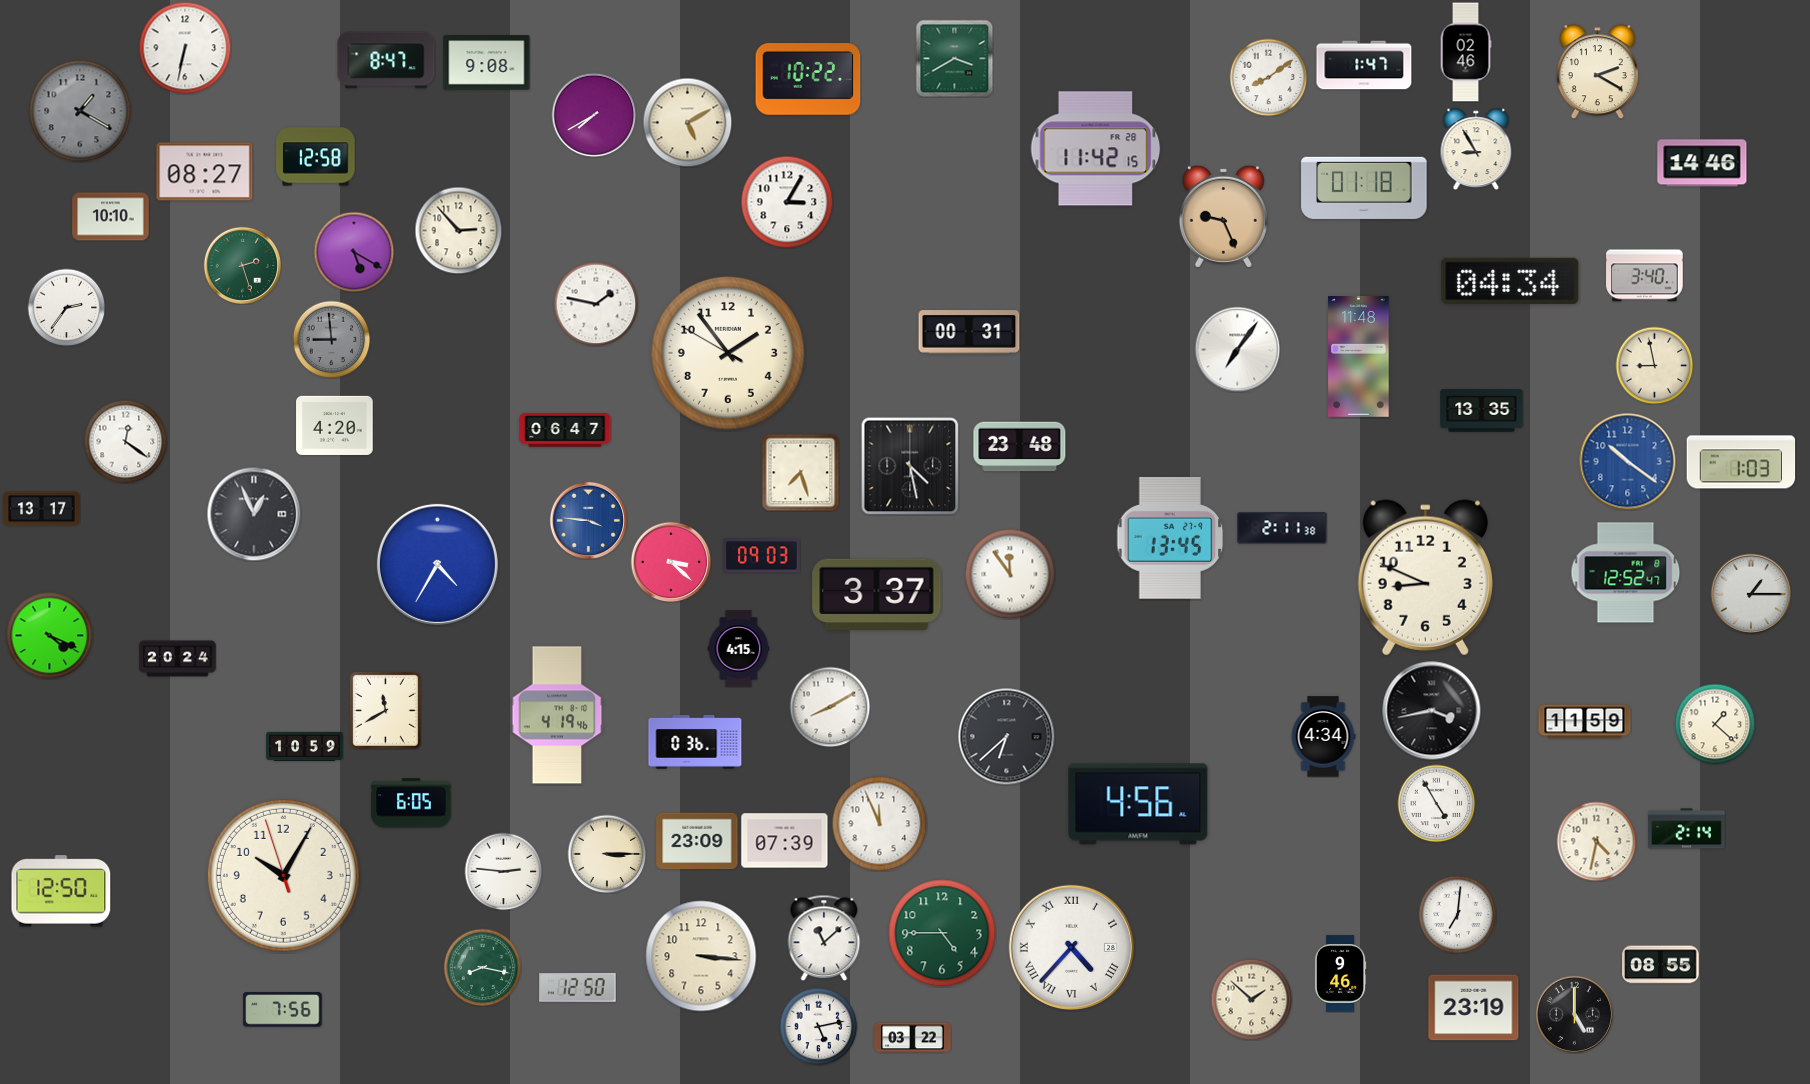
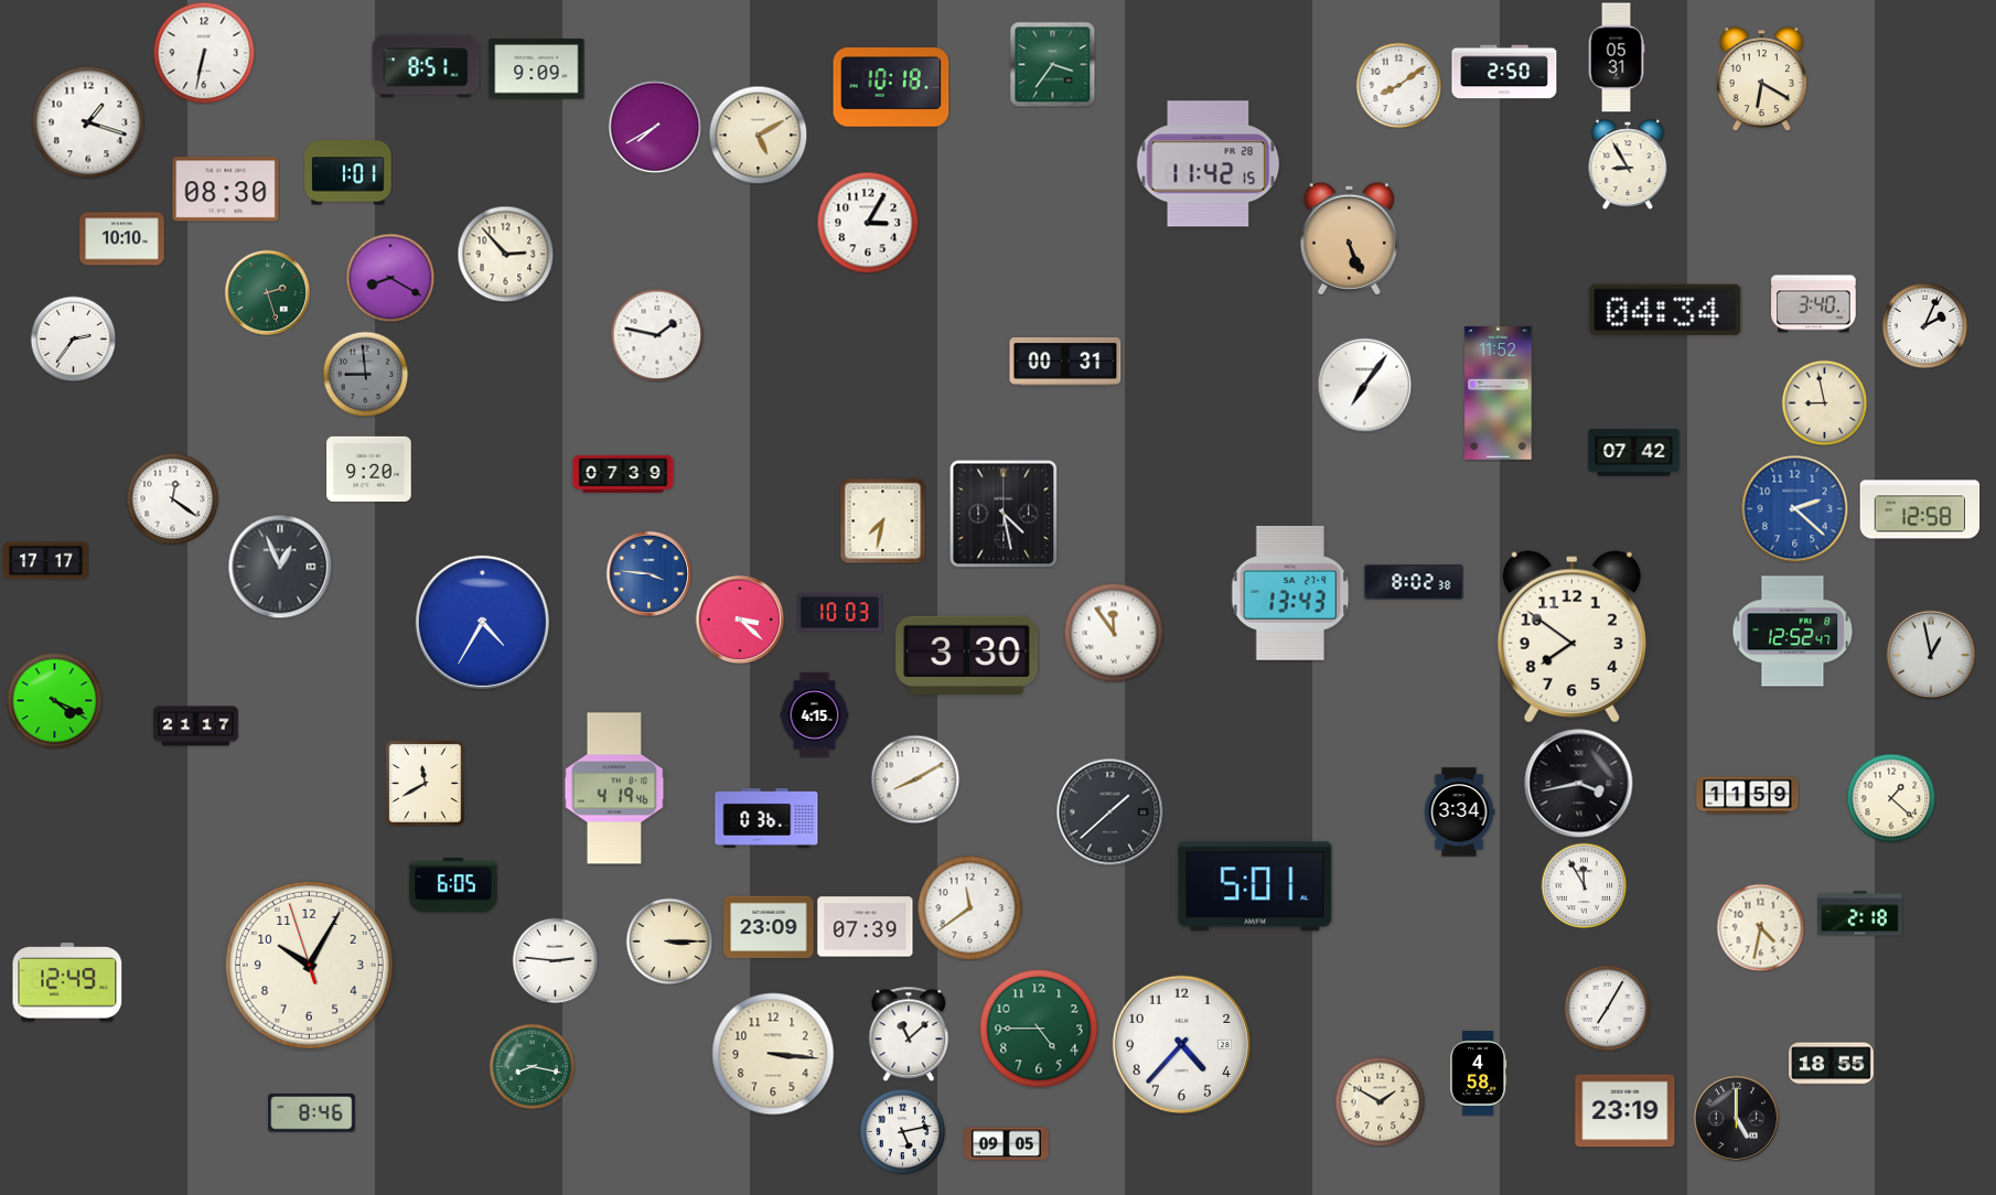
clock at (1466, 52): 02:46 -> 05:31
clock at (954, 58): 3:40 -> 3:36
clock at (386, 60): 8:47 -> 8:51
clock at (487, 63): 9:08 -> 9:09
clock at (1364, 65): 1:47 -> 2:50
clock at (1597, 72): 2:20 -> 6:20
clock at (808, 79): 10:22 -> 10:18
clock at (80, 111): 1:20 -> 1:18
clock at (80, 111) dial: grey -> white
clock at (316, 157): 12:58 -> 1:01
clock at (1702, 163): 14:46 -> none
clock at (205, 172): 08:27 -> 08:30
clock at (1364, 188): 01:18 -> none
clock at (1223, 216): 9:26 -> 5:26
clock at (354, 252): 5:20 -> 8:20
clock at (1924, 325): none -> 2:04
clock at (969, 332) position: (969, 332) -> (1065, 362)
clock at (728, 353): 1:53 -> none
clock at (1359, 357): 11:48 -> 11:52
clock at (1482, 411): 13:35 -> 07:42
clock at (335, 425): 4:20 -> 9:20
clock at (565, 430): 06:47 -> 07:39
clock at (125, 441) position: (125, 441) -> (172, 498)
clock at (1020, 447): 23:48 -> none
clock at (1628, 462): 10:21 -> 2:22
clock at (1741, 462): 1:03 -> 12:58
clock at (800, 472): 7:27 -> 7:32
clock at (42, 509): 13:17 -> 17:17
clock at (1282, 528): 2:11 -> 8:02
clock at (1170, 538): 13:45 -> 13:43
clock at (762, 556): 09:03 -> 10:03
clock at (1425, 578): 8:49 -> 7:51
clock at (1751, 594): 1:15 -> 12:58
clock at (877, 595): 3:37 -> 3:30
clock at (178, 659): 20:24 -> 21:17
clock at (1007, 737): 6:38 -> 1:38
clock at (1323, 737): 4:34 -> 3:34
clock at (305, 746): 10:59 -> none
clock at (1436, 803): 4:55 -> 11:55
clock at (1138, 804): 4:56 -> 5:01
clock at (879, 823): 11:56 -> 11:39
clock at (1687, 829): 2:14 -> 2:18
clock at (283, 875) position: (283, 875) -> (309, 965)
clock at (61, 891): 12:50 -> 12:49
clock at (1457, 914): 7:01 -> 7:05
clock at (1071, 947) numerals: Roman -> Arabic
clock at (1661, 965): 08:55 -> 18:55
clock at (1340, 974): 9:46 -> 4:58
clock at (578, 987): 12:50 -> none
clock at (1251, 999): 1:52 -> 1:50
clock at (283, 1010): 7:56 -> 8:46
clock at (913, 1038): 03:22 -> 09:05
